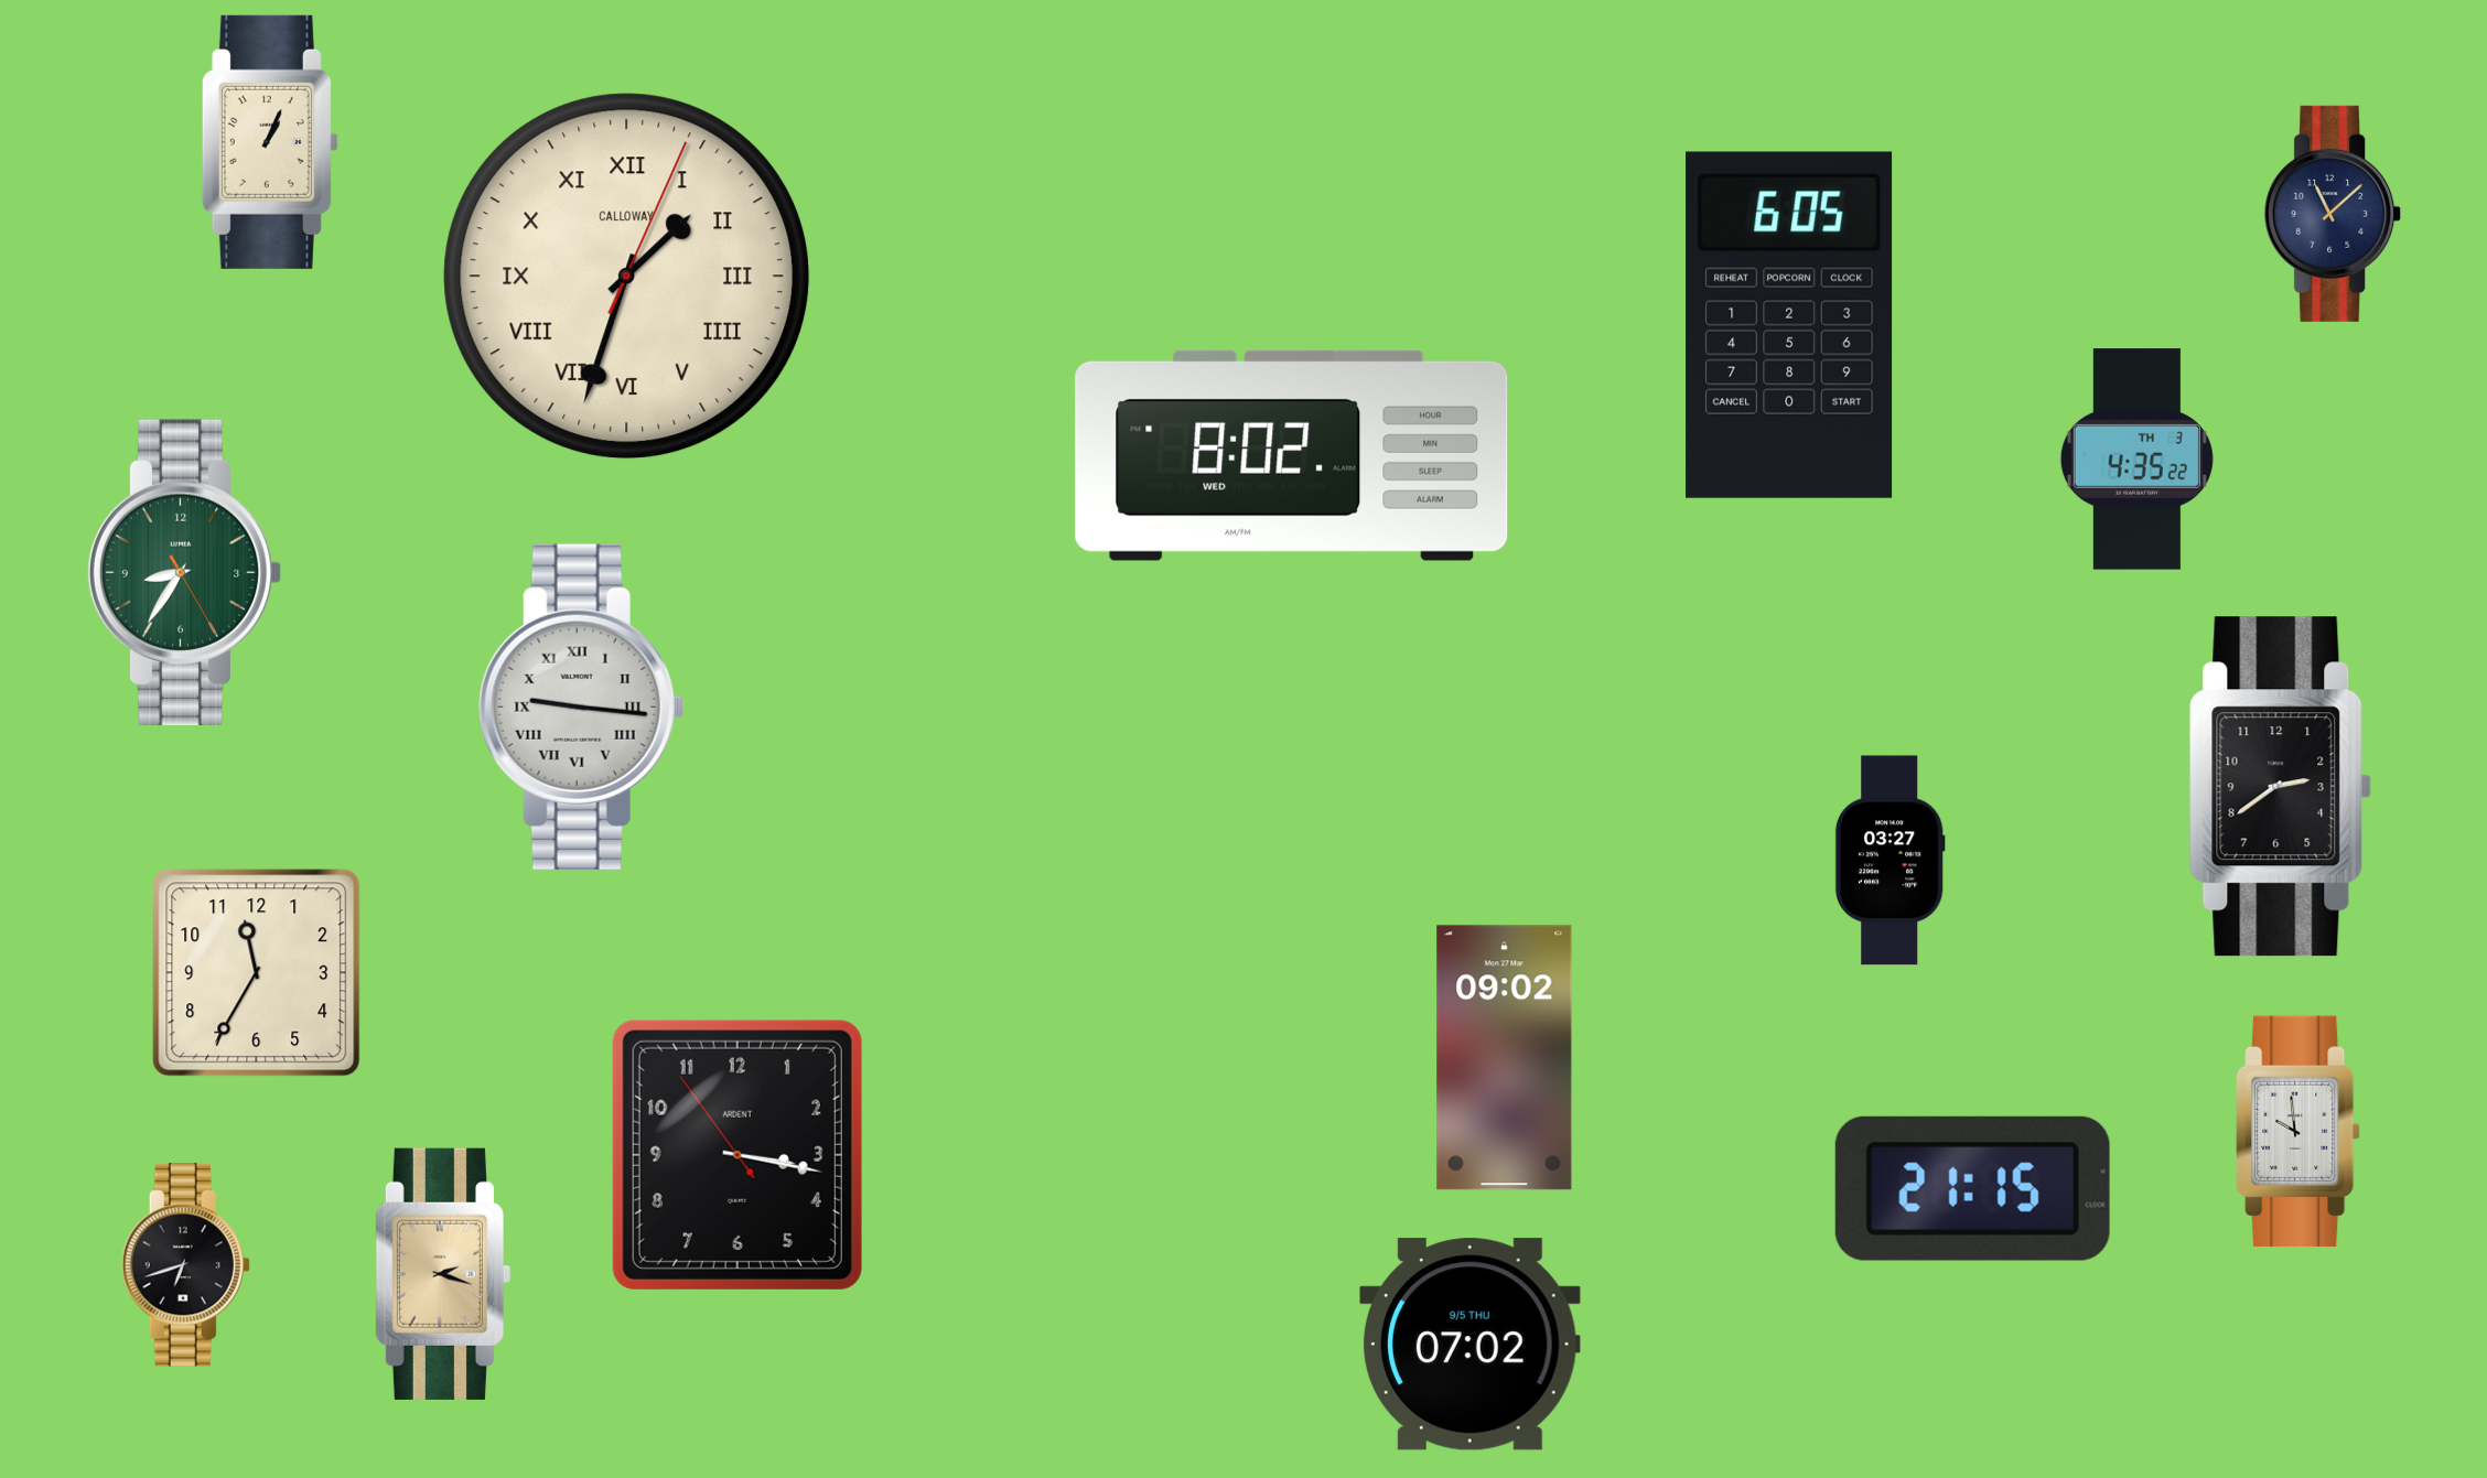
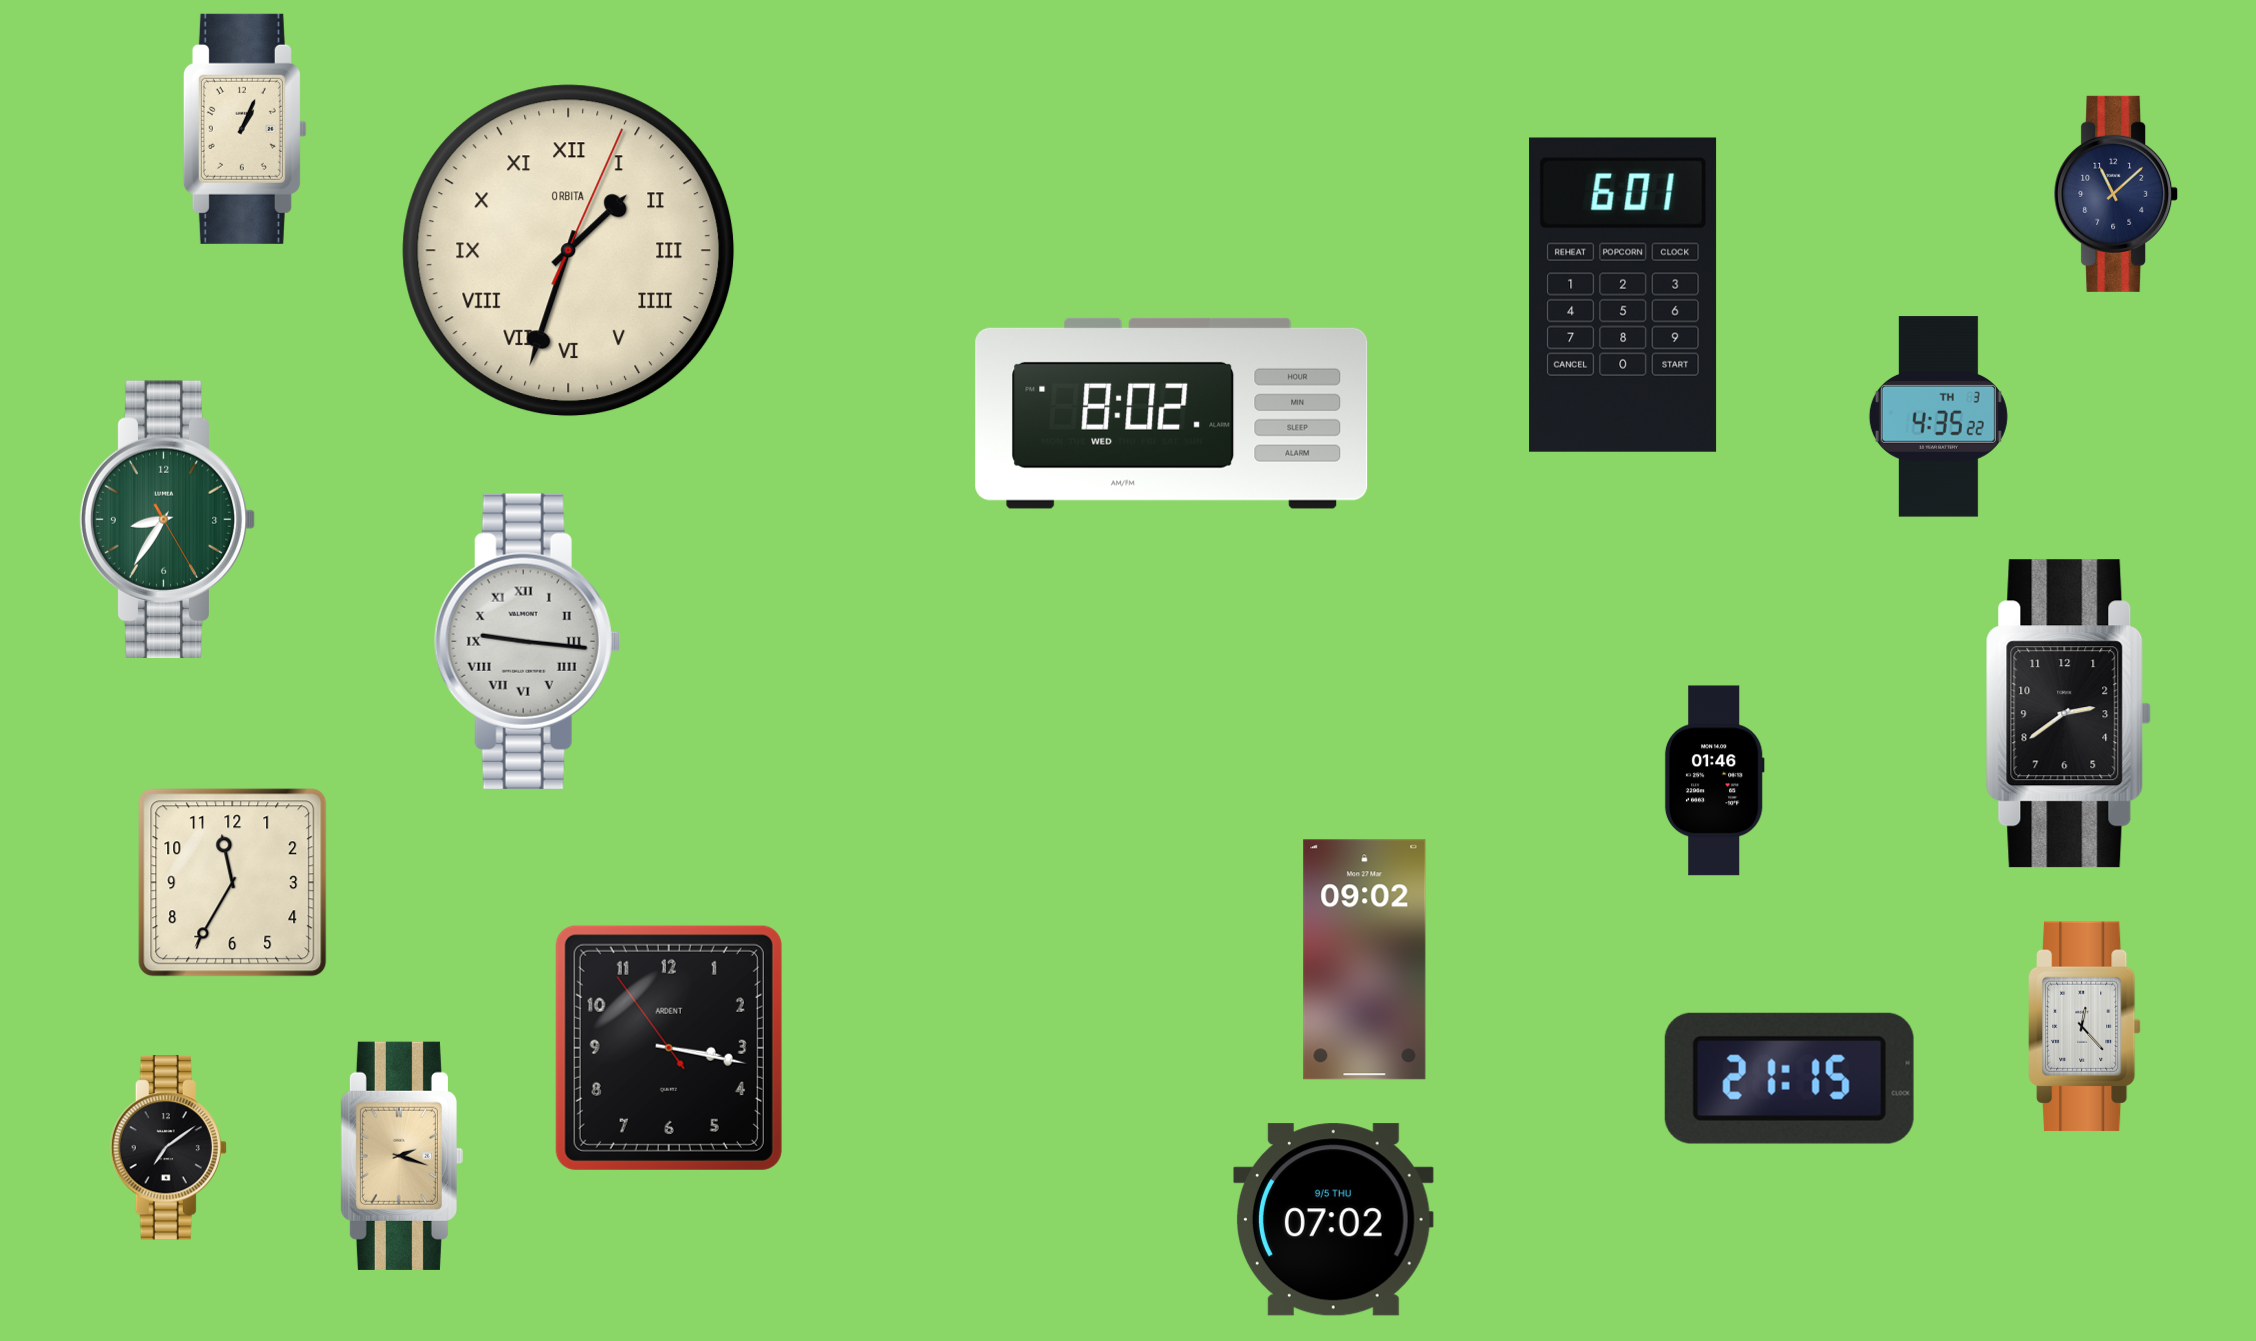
clock at (627, 277) brand: CALLOWAY -> ORBITA
clock at (1789, 325): 6:05 -> 6:01
clock at (1890, 861): 03:27 -> 01:46
clock at (2298, 1132): 9:59 -> 12:23
clock at (185, 1265): 6:42 -> 7:09
